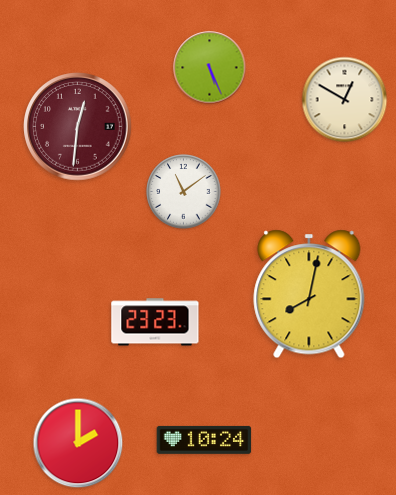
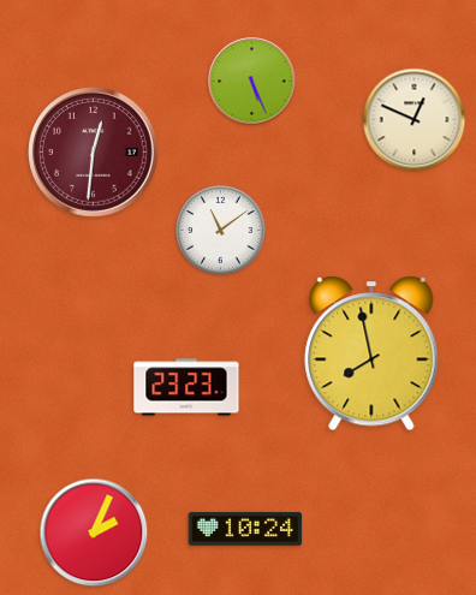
clock at (345, 100): 12:50 -> 12:49
clock at (309, 294): 8:02 -> 7:58
clock at (78, 443): 2:00 -> 2:04
